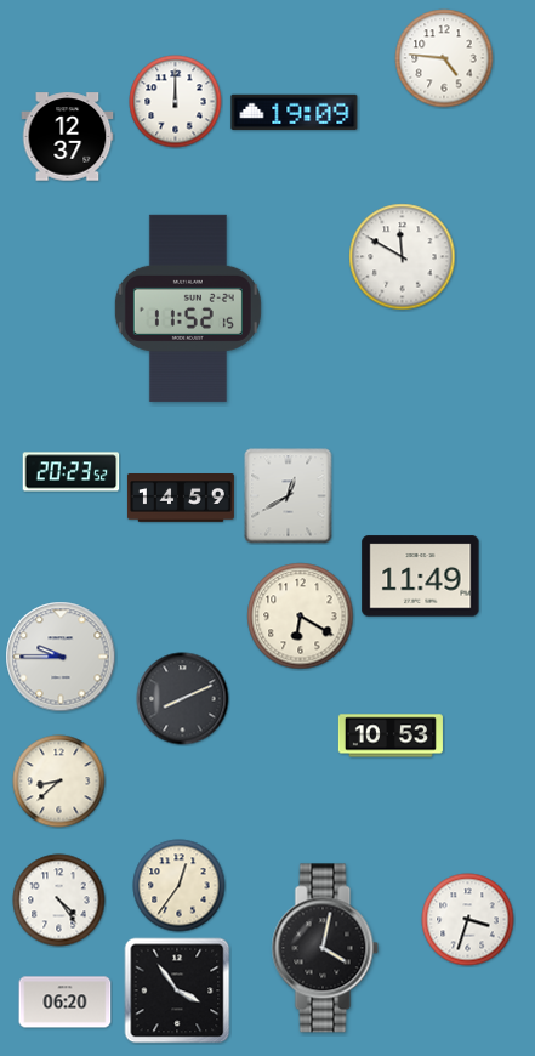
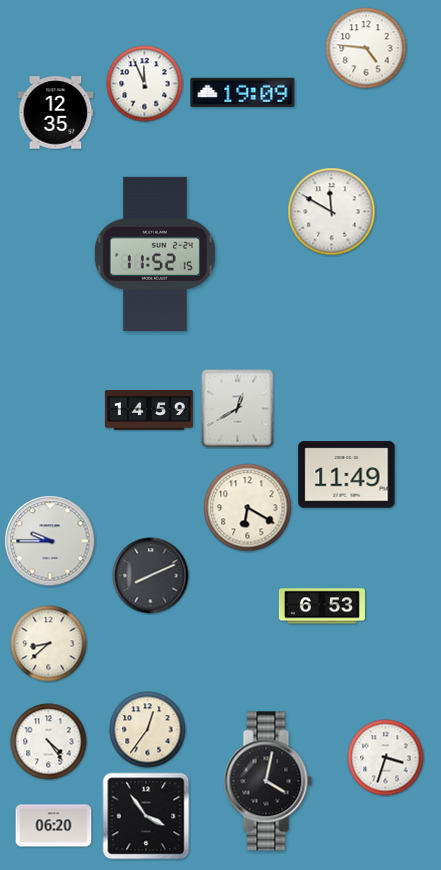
clock at (176, 102): 12:00 -> 11:56
clock at (68, 137): 12:37 -> 12:35
clock at (72, 472): 20:23 -> none
clock at (391, 736): 10:53 -> 6:53
